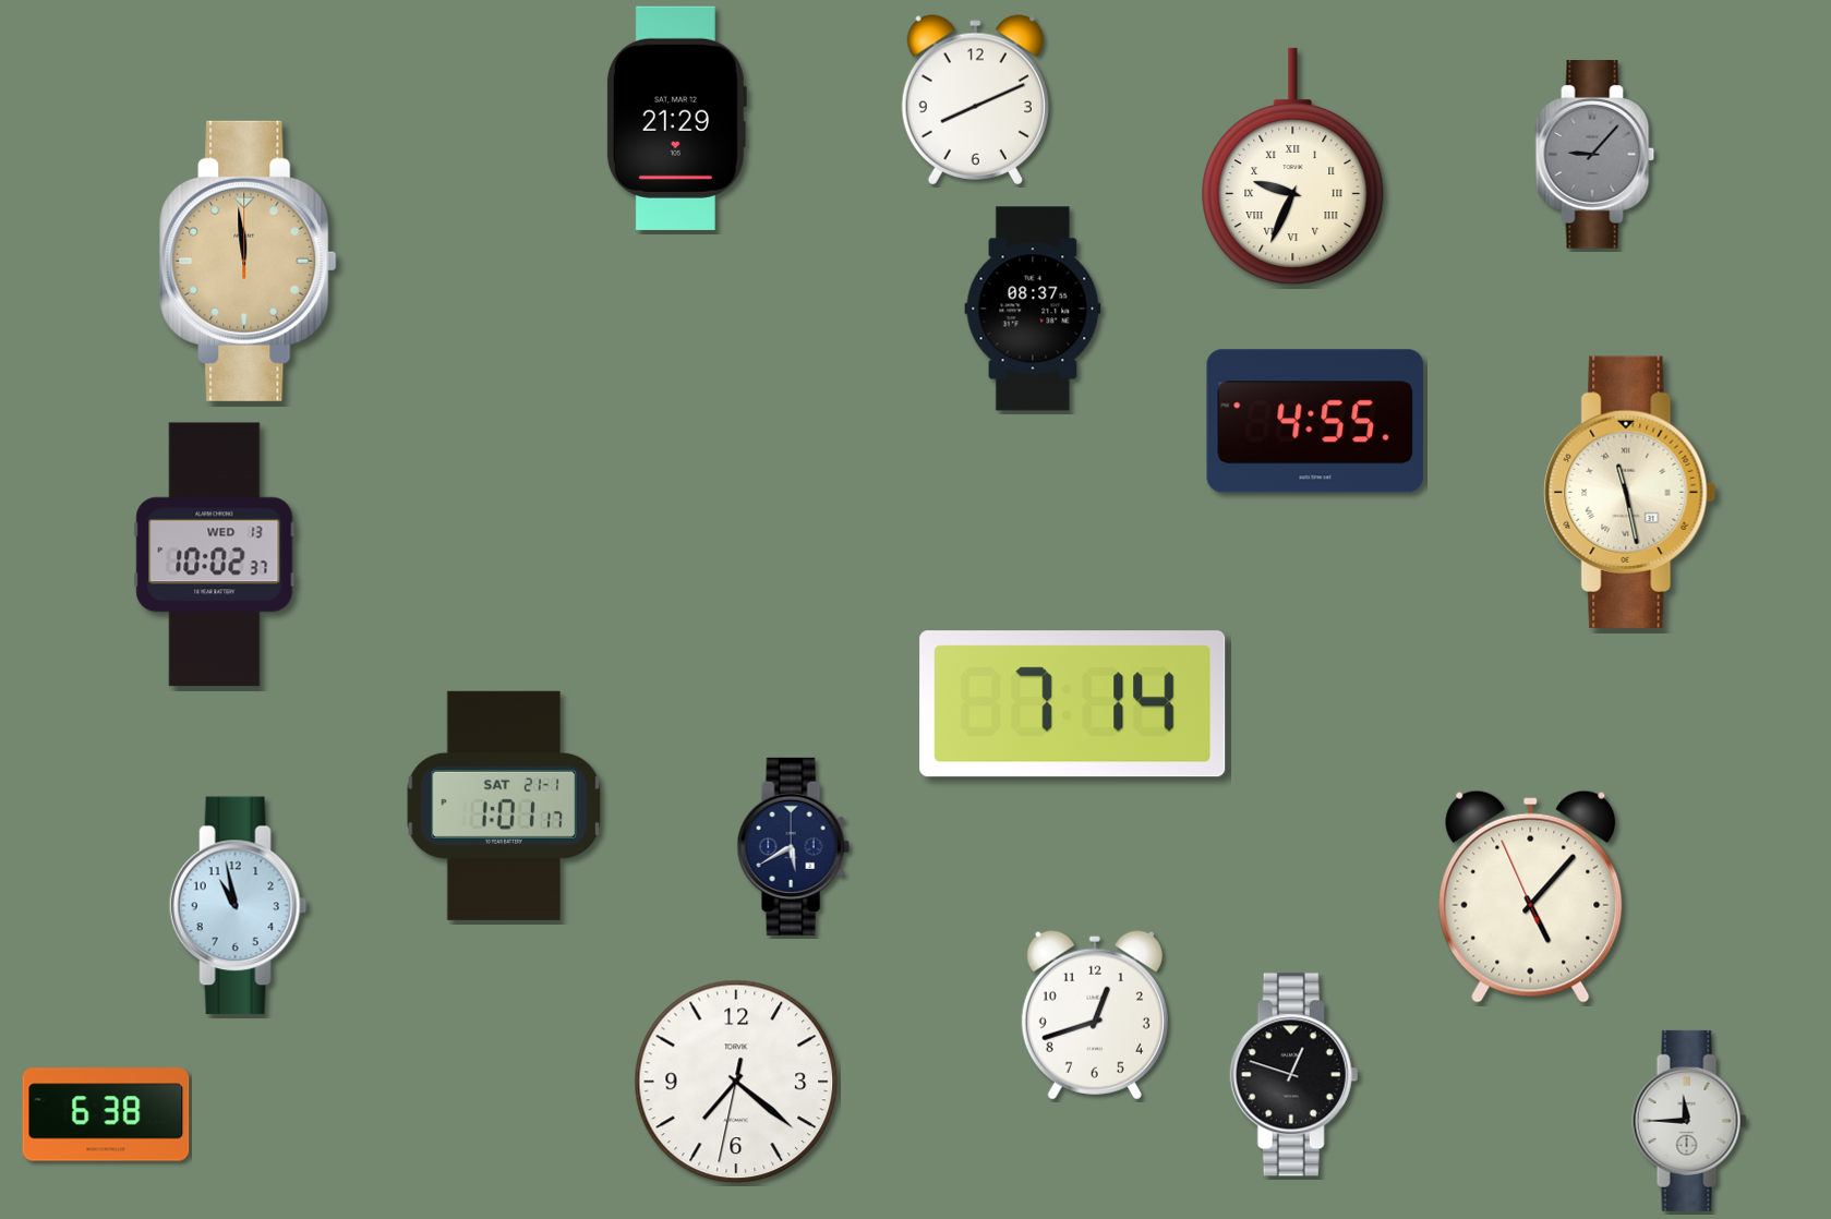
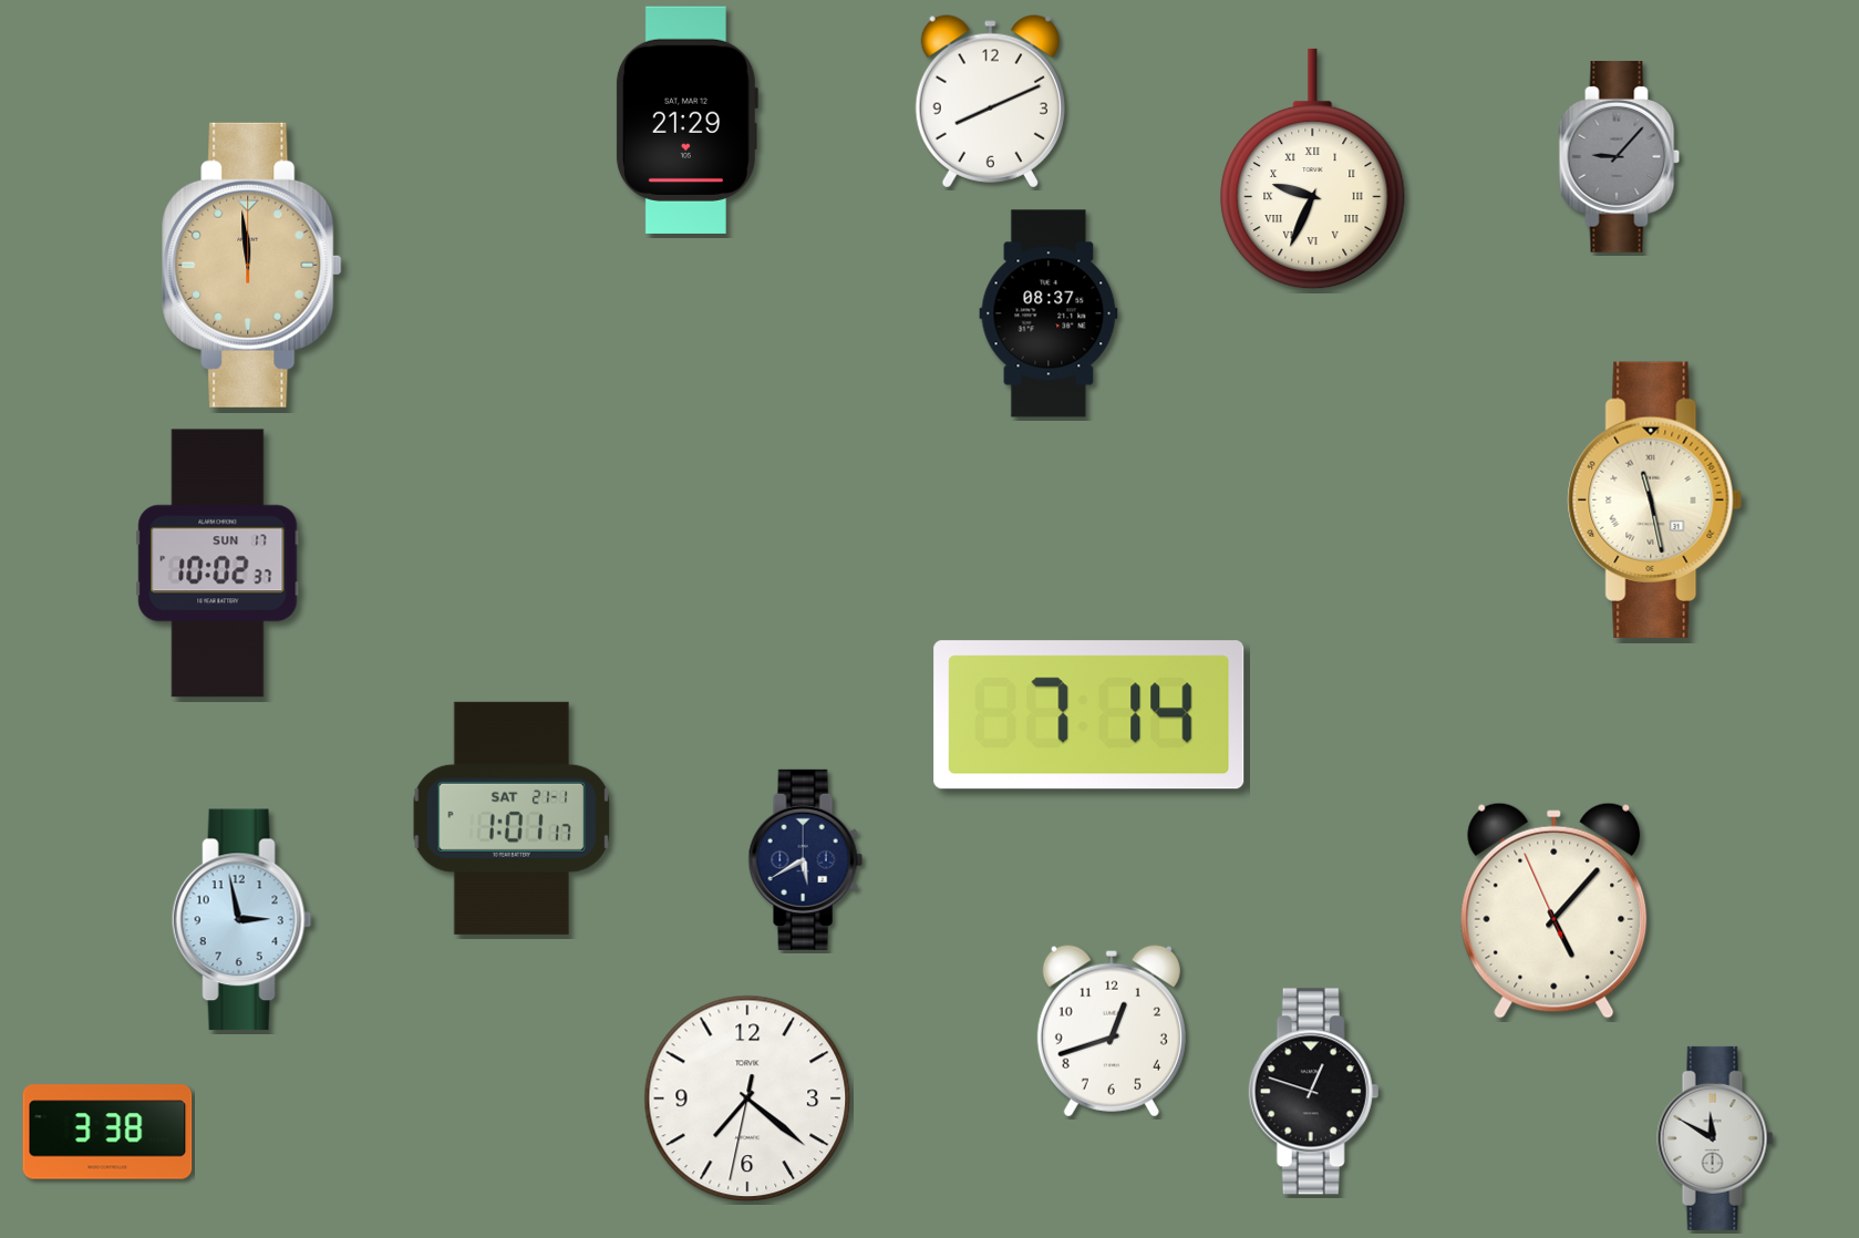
clock at (1315, 421): 4:55 -> none
clock at (215, 555) date: WED 13 -> SUN 17
clock at (238, 906): 10:58 -> 2:58
clock at (106, 1114): 6:38 -> 3:38
clock at (1689, 1121): 11:45 -> 11:50
